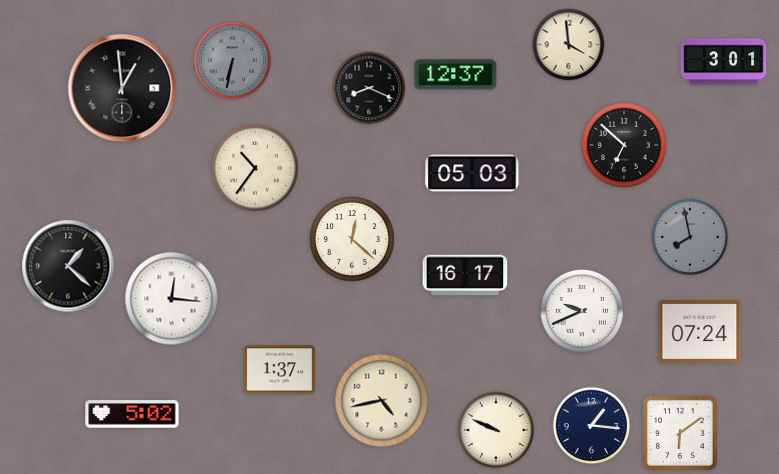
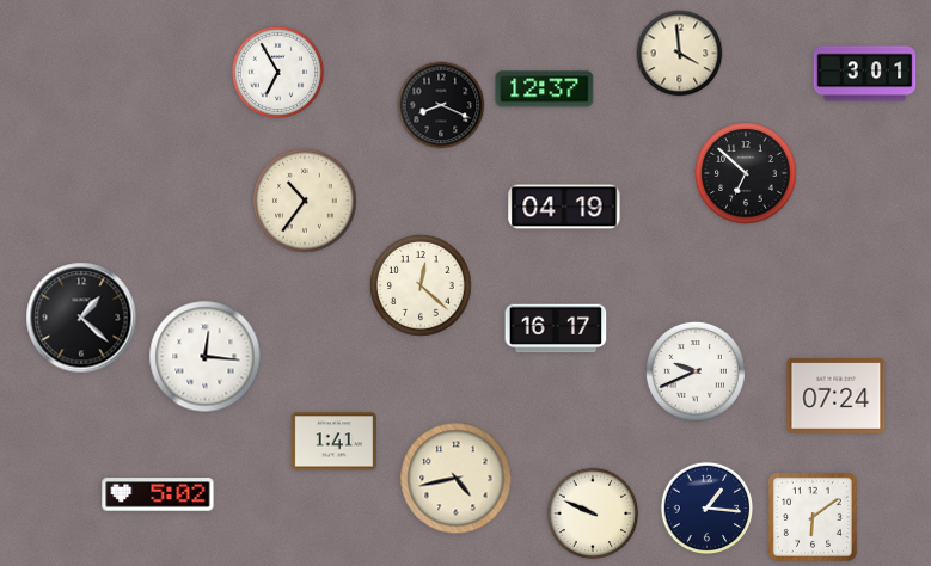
clock at (233, 61): 6:32 -> 6:55
clock at (233, 61) dial: grey -> white
clock at (122, 88): 12:59 -> none
clock at (472, 173): 05:03 -> 04:19
clock at (690, 237): 7:58 -> none
clock at (279, 370): 1:37 -> 1:41
